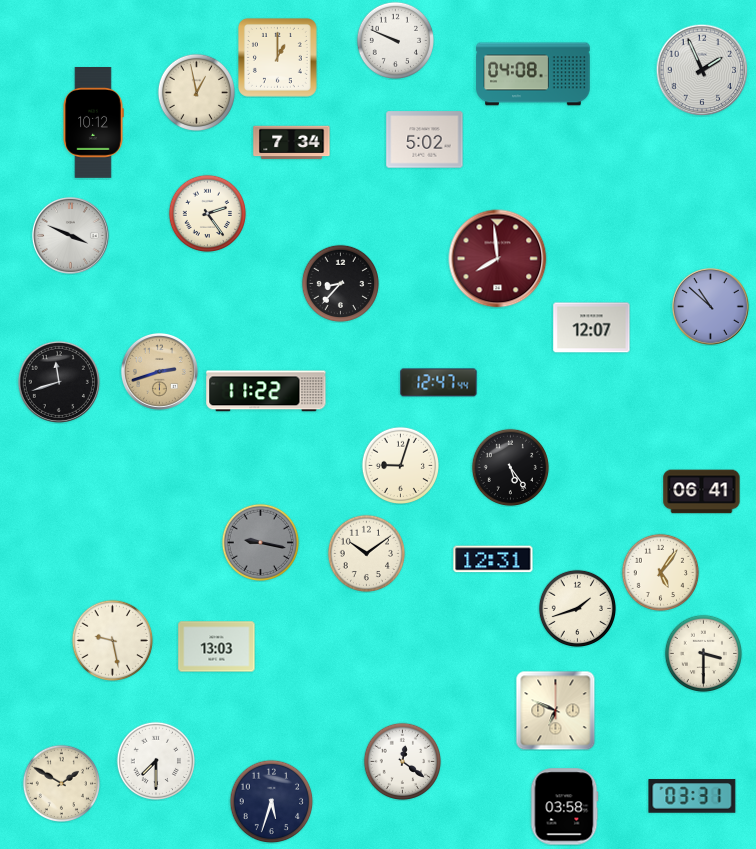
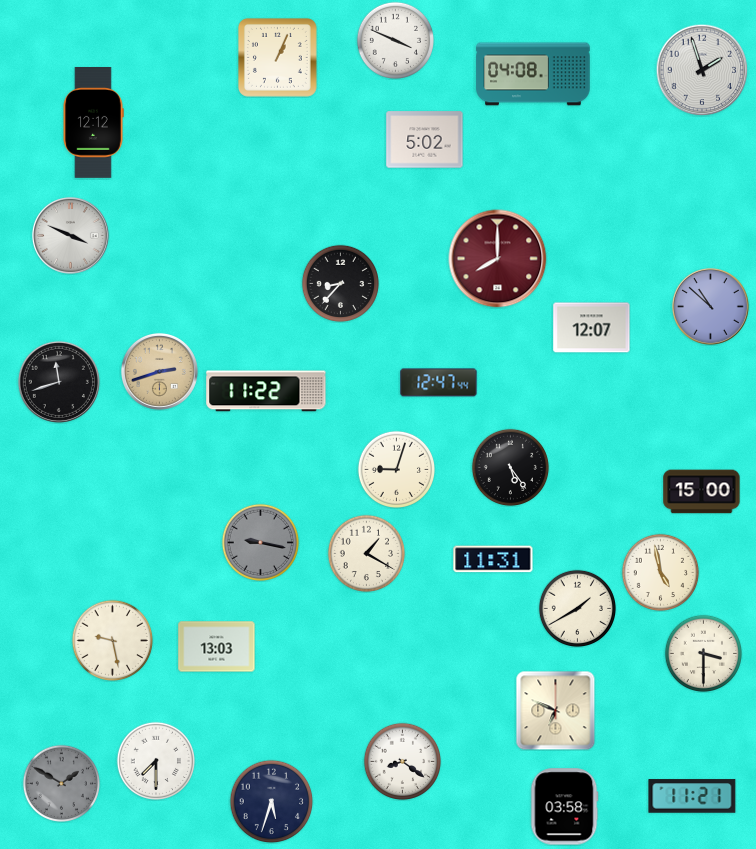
clock at (395, 40): 9:49 -> 3:49
clock at (277, 57): 1:00 -> 1:04
clock at (702, 70): 1:56 -> 1:57
clock at (196, 92): 12:58 -> none
clock at (93, 123): 10:12 -> 12:12
clock at (292, 143): 7:34 -> none
clock at (207, 213): 2:24 -> none
clock at (498, 259): 7:59 -> 8:00
clock at (400, 465) position: (400, 465) -> (396, 469)
clock at (702, 492): 06:41 -> 15:00
clock at (366, 553): 10:09 -> 1:20
clock at (493, 559): 12:31 -> 11:31
clock at (660, 572): 5:06 -> 4:58
clock at (577, 608): 1:42 -> 1:40
clock at (402, 761): 12:21 -> 8:21
clock at (61, 783) dial: cream -> grey
clock at (692, 796): 03:31 -> 11:21
